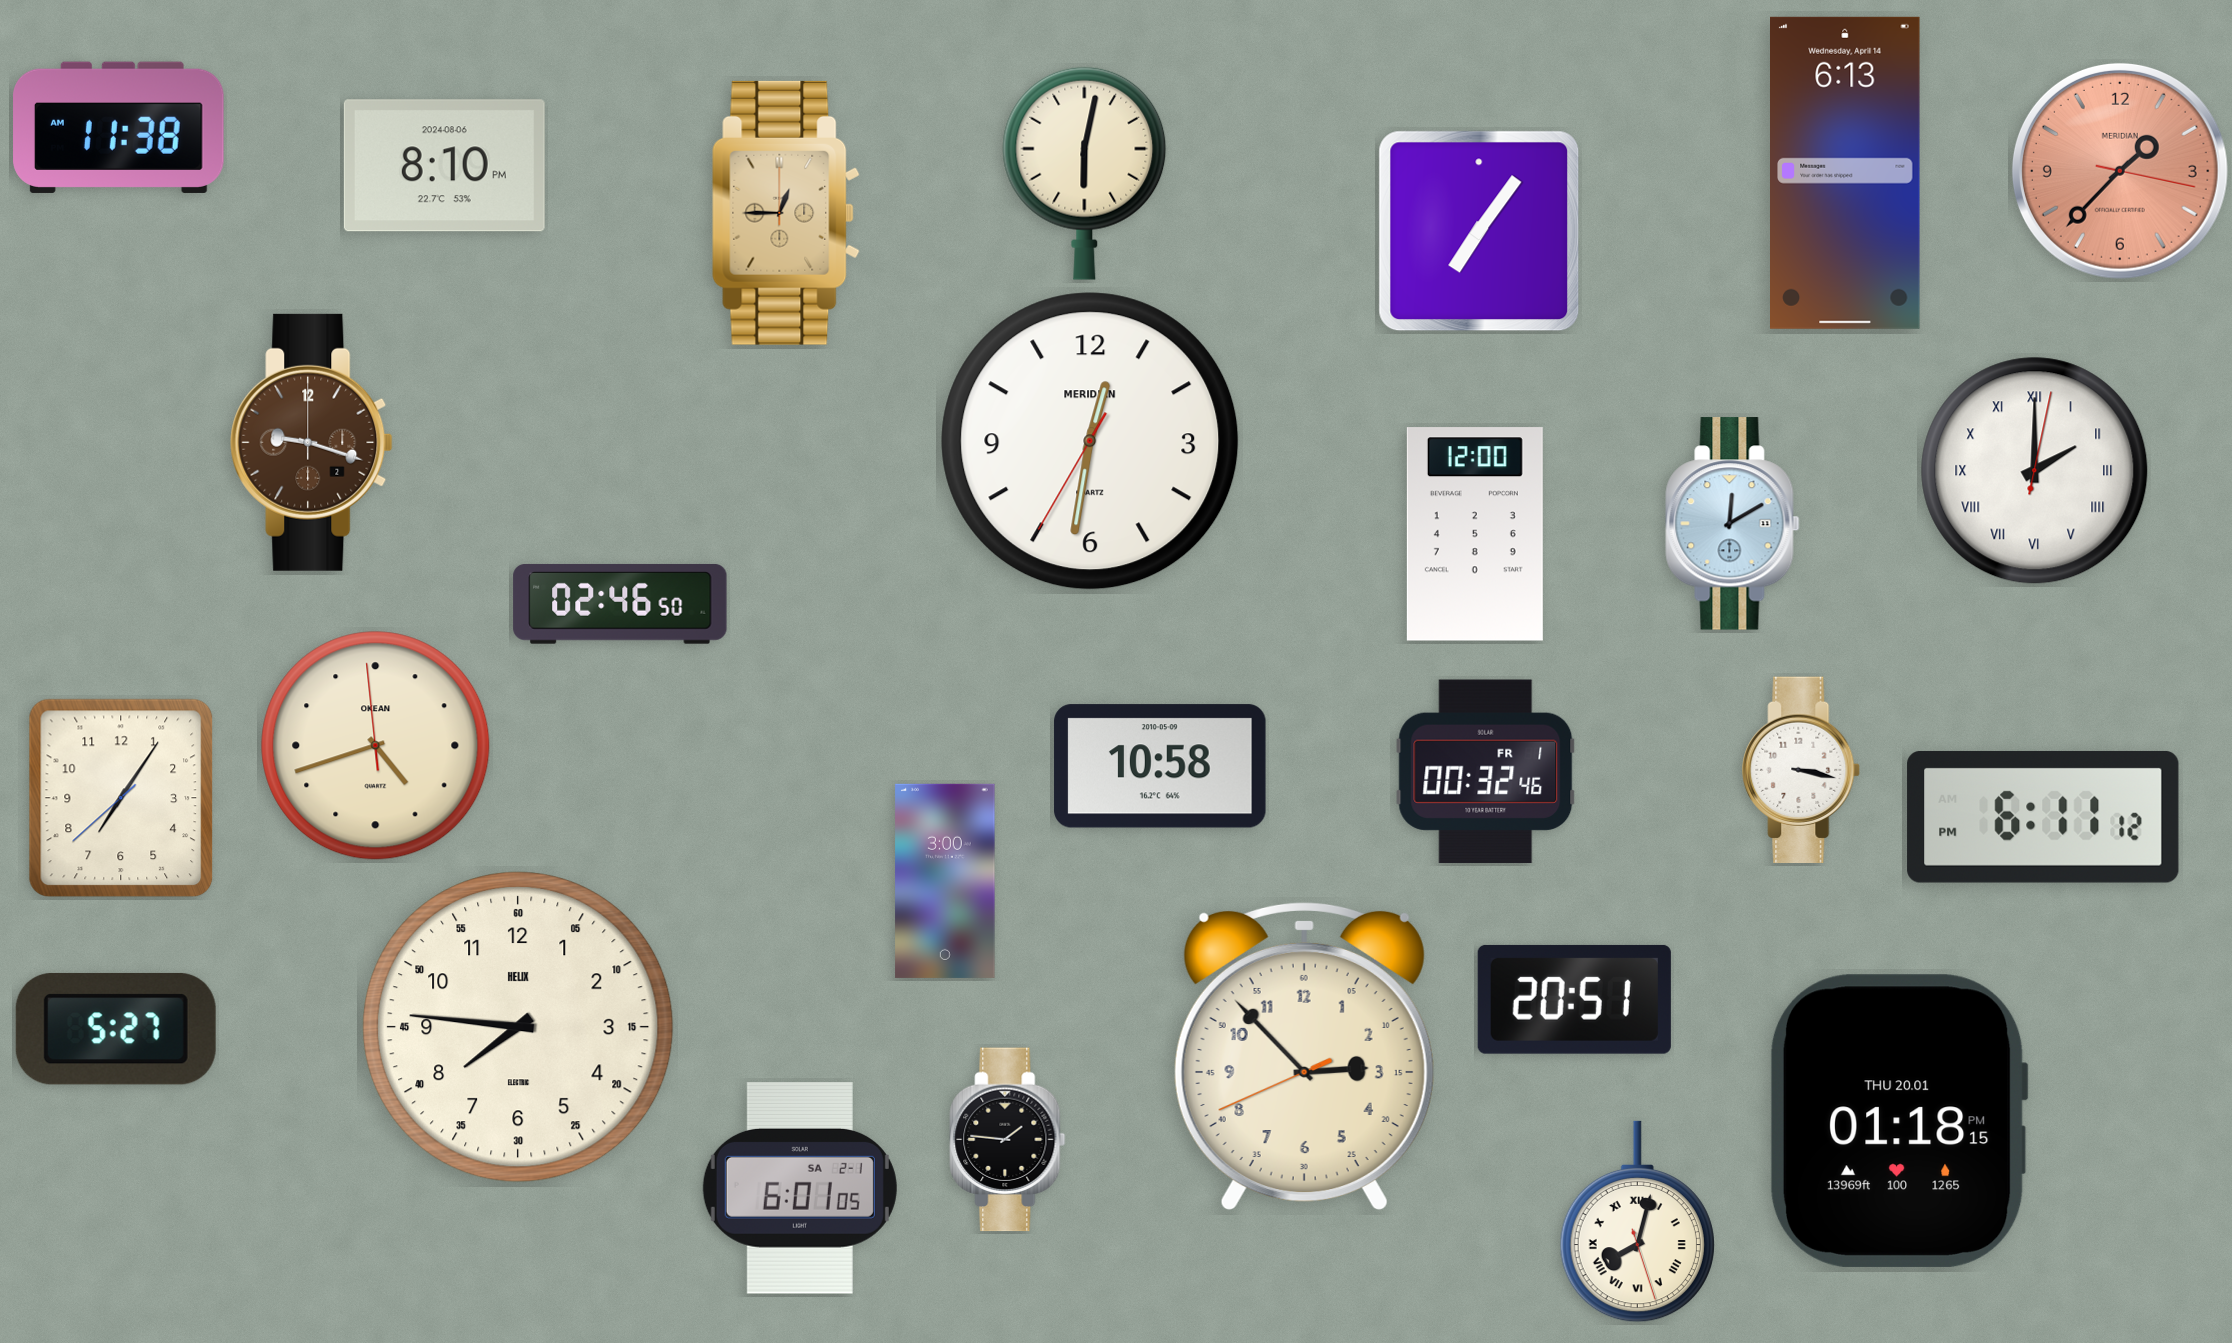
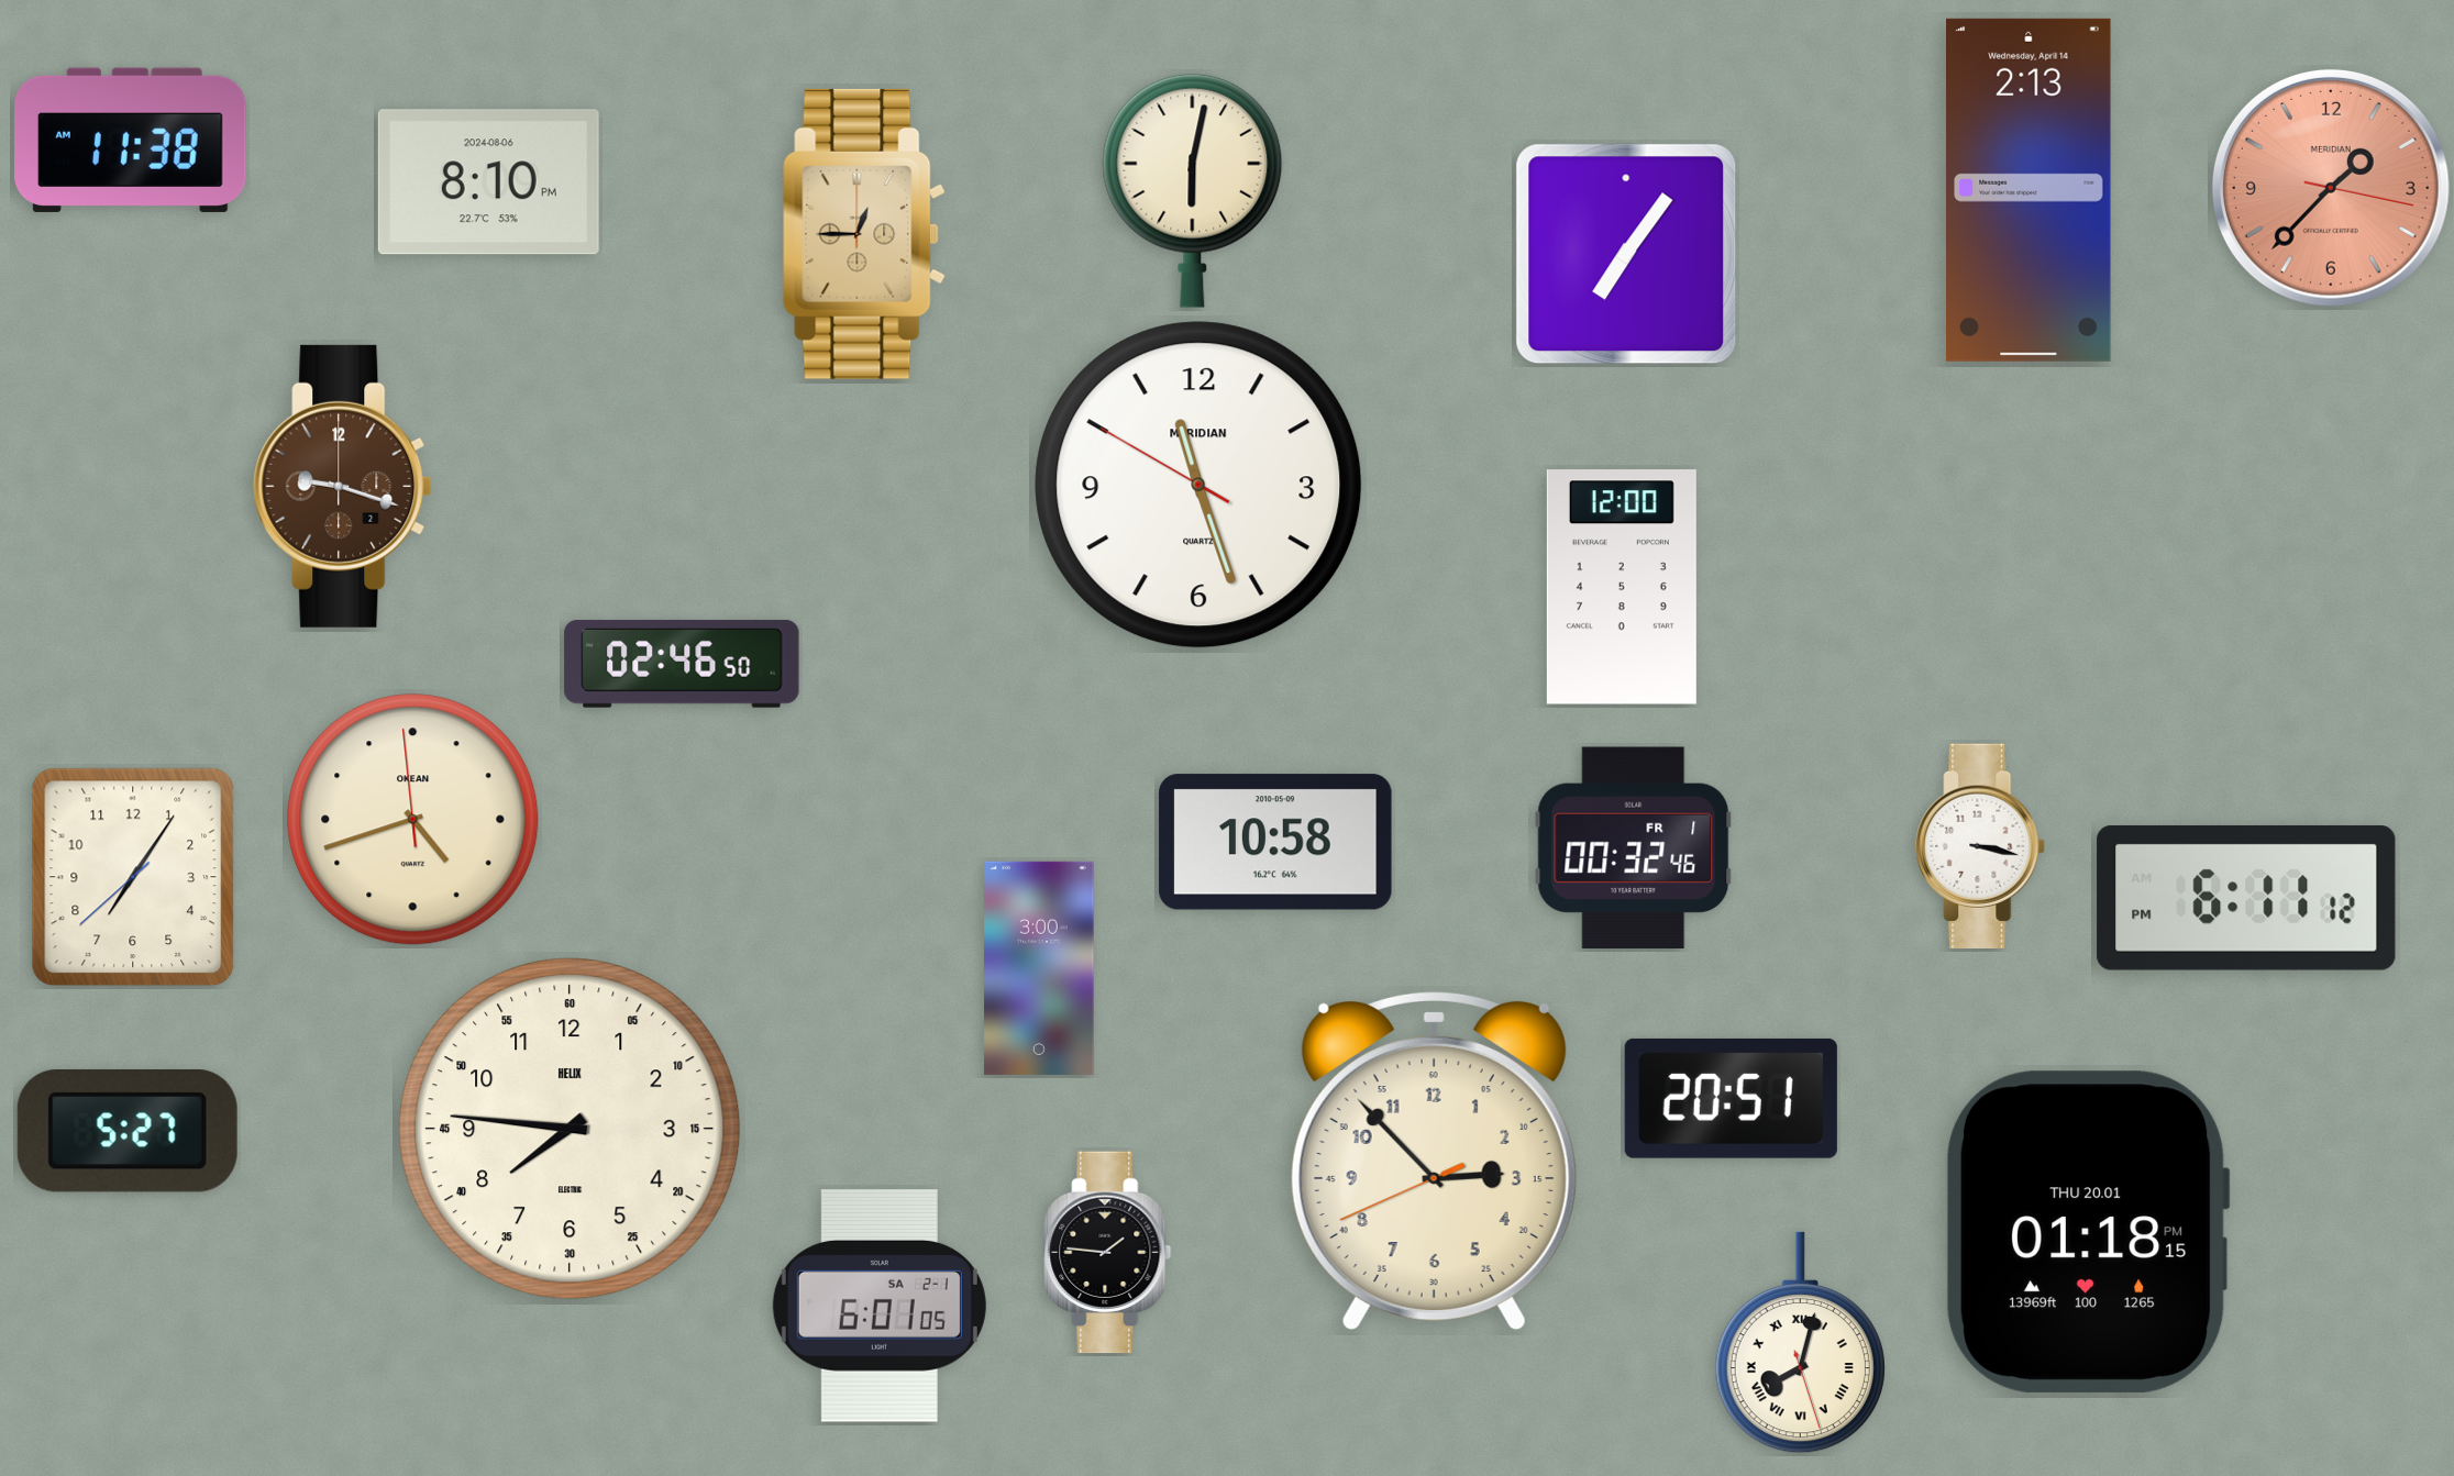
clock at (1846, 173): 6:13 -> 2:13
clock at (1090, 441): 12:31 -> 11:26
clock at (2035, 471): 2:00 -> none
clock at (1733, 524): 12:10 -> none
